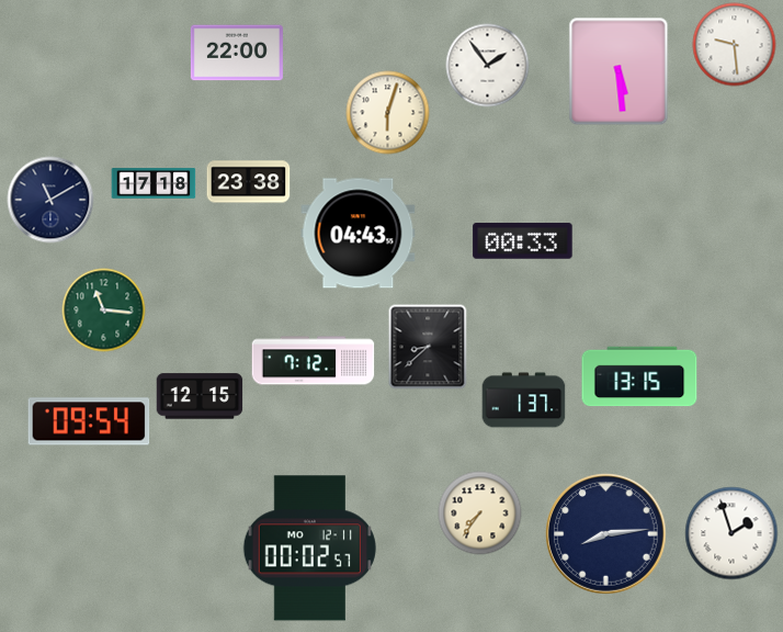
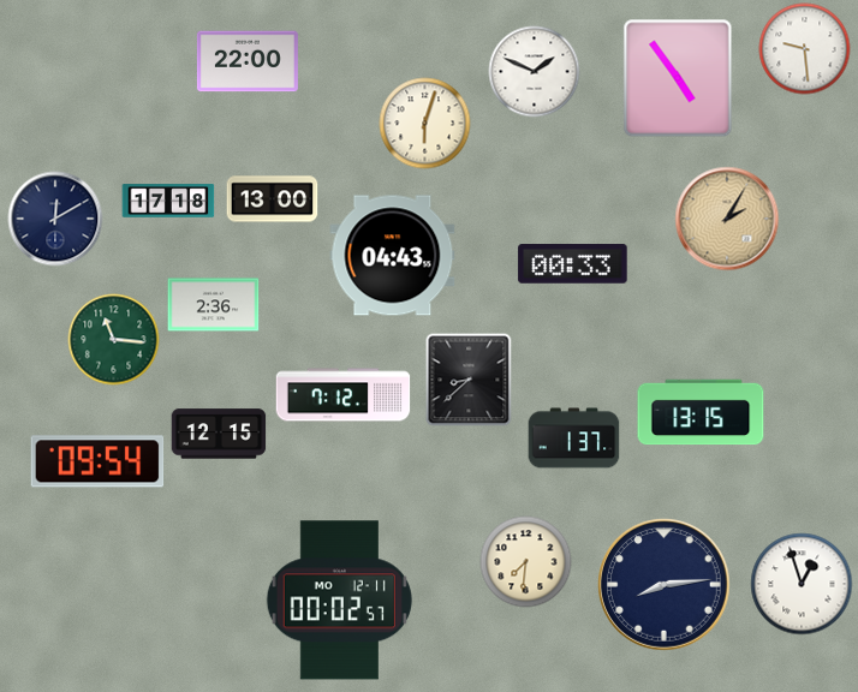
clock at (237, 53) position: (237, 53) -> (248, 61)
clock at (488, 66): 1:54 -> 1:49
clock at (619, 71): 5:29 -> 4:54
clock at (249, 182): 23:38 -> 13:00
clock at (50, 200): 11:10 -> 12:10
clock at (727, 219): none -> 2:05
clock at (214, 305): none -> 2:36
clock at (480, 513): 7:36 -> 7:31
clock at (731, 533): 1:57 -> 12:57
